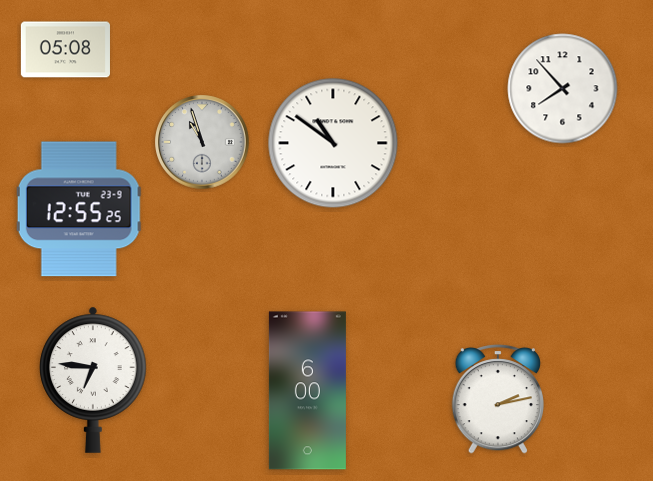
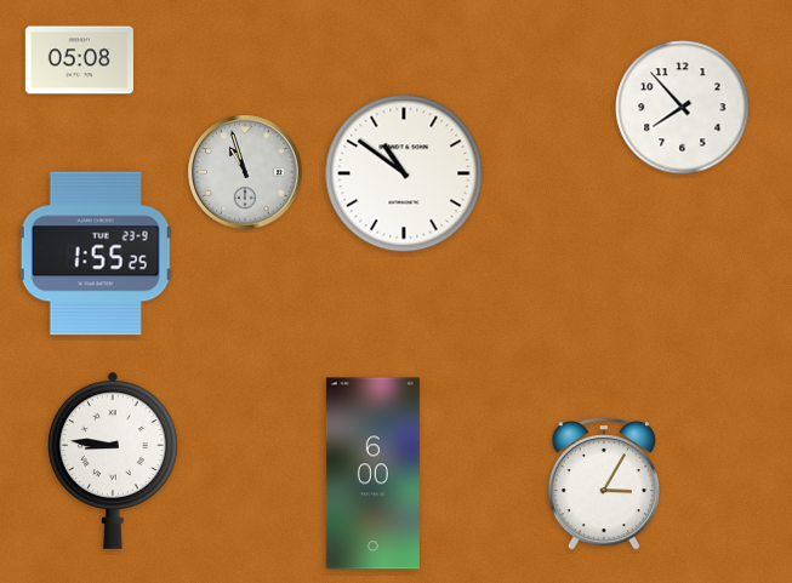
clock at (79, 209): 12:55 -> 1:55
clock at (93, 380): 6:46 -> 8:46
clock at (497, 399): 2:13 -> 3:05
